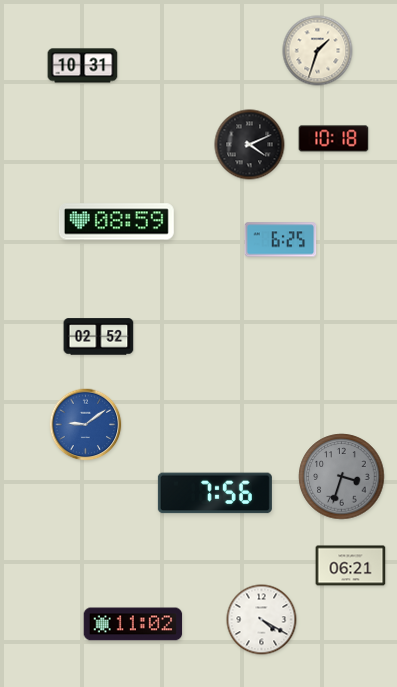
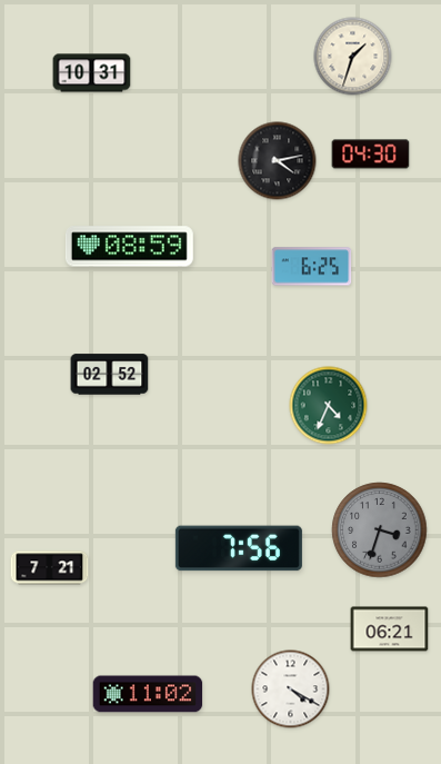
clock at (334, 139): 10:18 -> 04:30
clock at (250, 145): 4:11 -> 4:13
clock at (329, 406): none -> 4:34
clock at (86, 425): 9:09 -> none
clock at (50, 568): none -> 7:21
